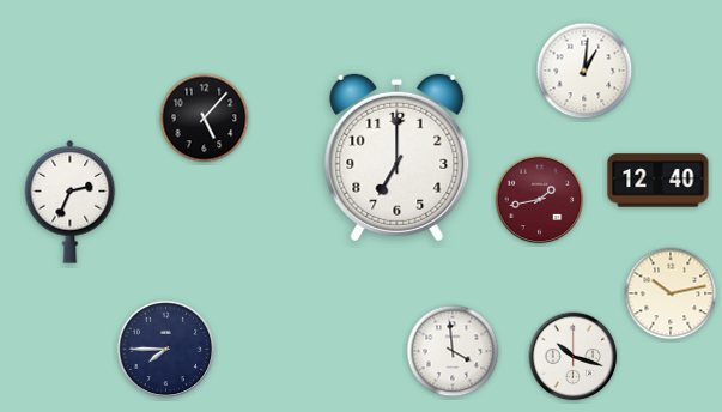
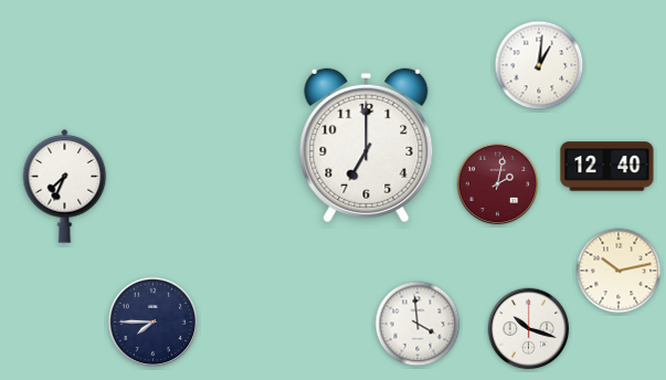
clock at (205, 119): 5:07 -> none
clock at (540, 200): 1:43 -> 2:02
clock at (71, 201): 2:34 -> 7:34
